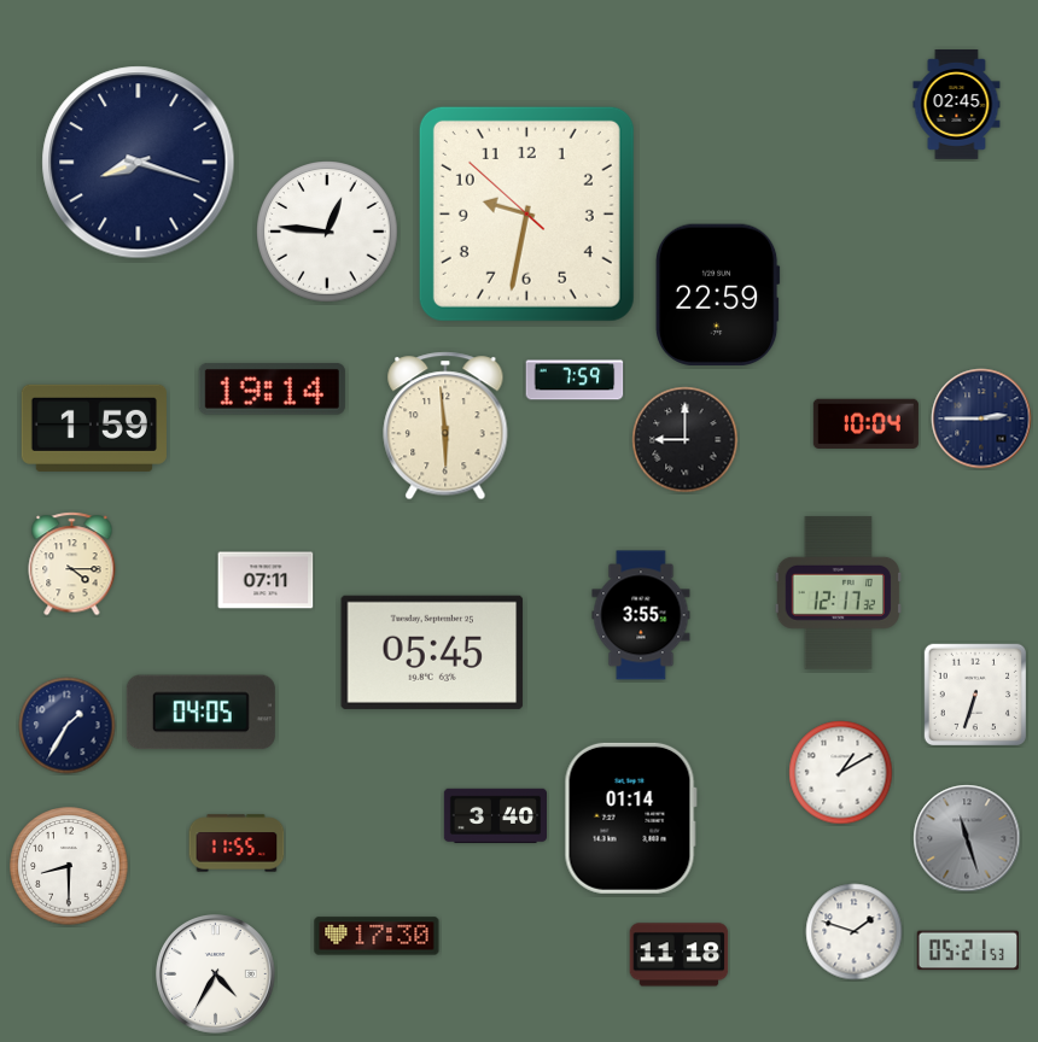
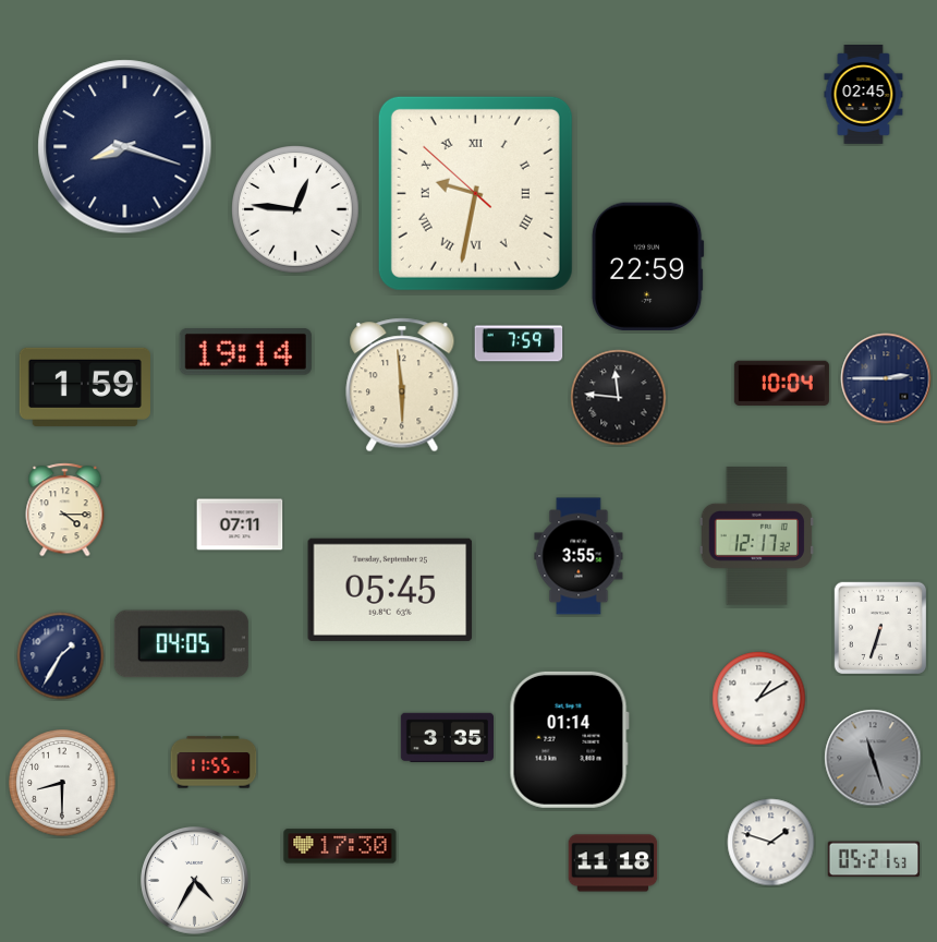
clock at (526, 213) numerals: Arabic -> Roman
clock at (686, 440): 9:00 -> 11:46
clock at (495, 816): 3:40 -> 3:35
